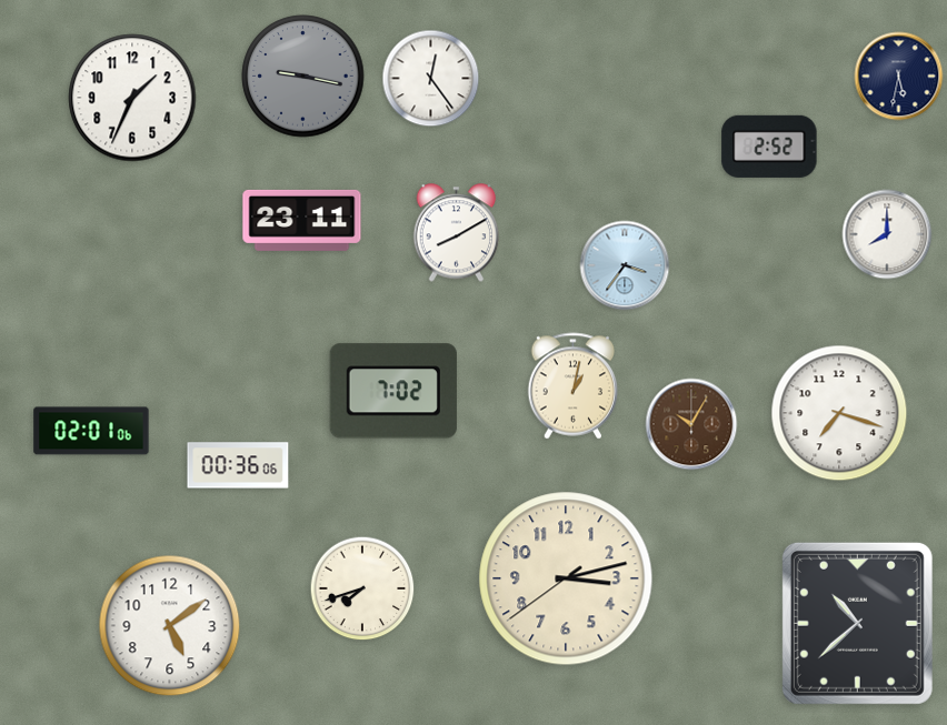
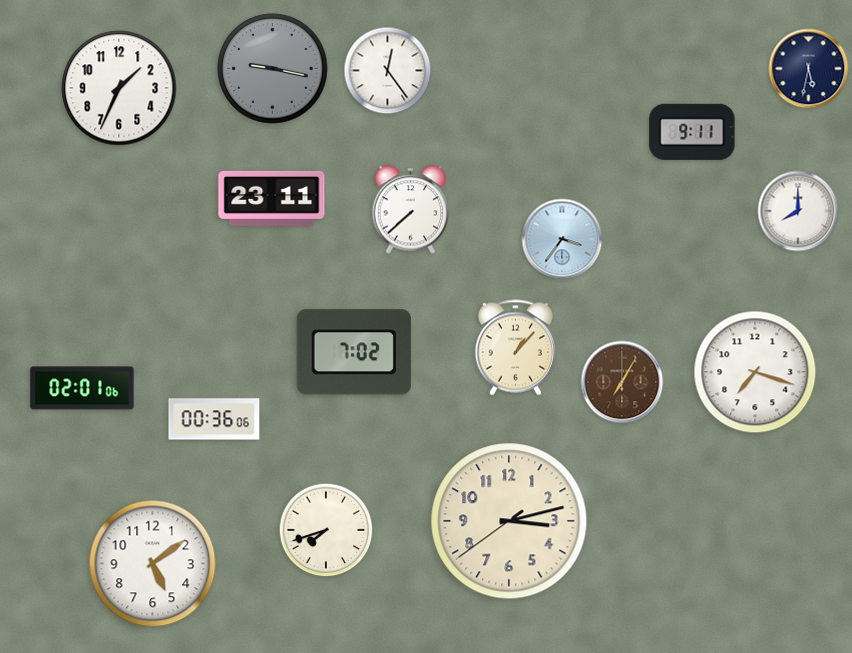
clock at (769, 147): 2:52 -> 9:11
clock at (457, 233): 8:10 -> 7:38
clock at (574, 386): 1:02 -> 1:07
clock at (691, 424): 10:05 -> 7:05
clock at (857, 623): 10:38 -> none
